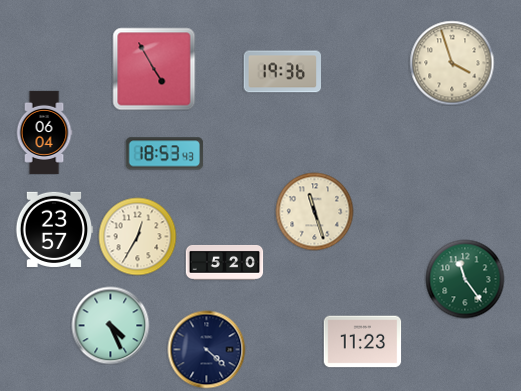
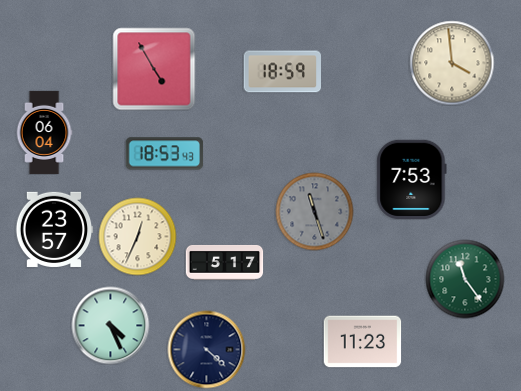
clock at (452, 63): 3:57 -> 3:59
clock at (282, 72): 19:36 -> 18:59
clock at (412, 179): none -> 7:53
clock at (314, 211) dial: cream -> grey
clock at (137, 236): 12:35 -> 12:34
clock at (224, 262): 5:20 -> 5:17
